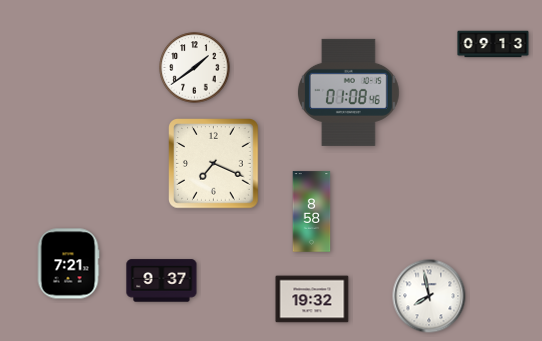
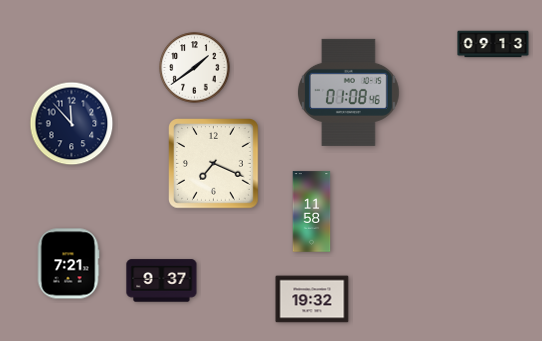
clock at (72, 124): none -> 11:53
clock at (312, 212): 8:58 -> 11:58
clock at (429, 296): 7:58 -> none
